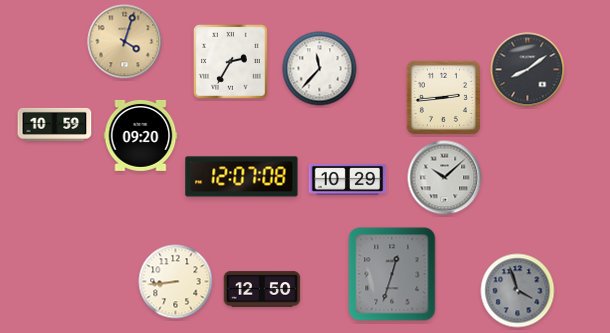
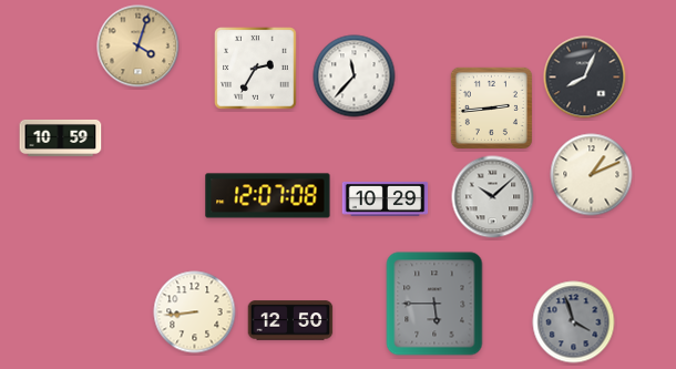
clock at (528, 70): 8:09 -> 8:04
clock at (141, 135): 09:20 -> none
clock at (592, 175): none -> 1:11
clock at (392, 274): 12:33 -> 5:45
